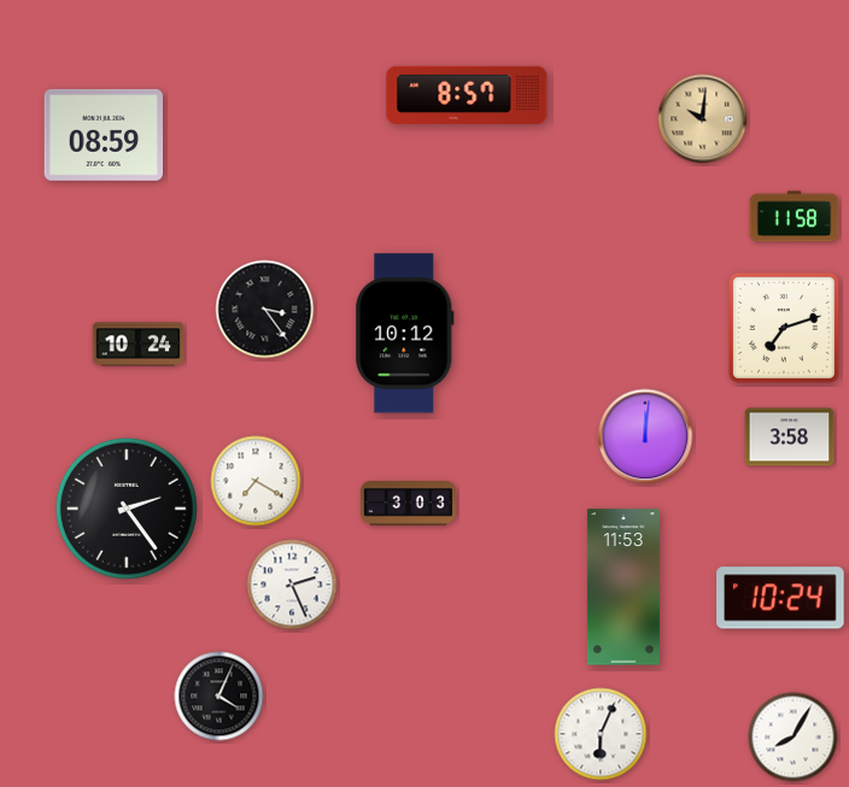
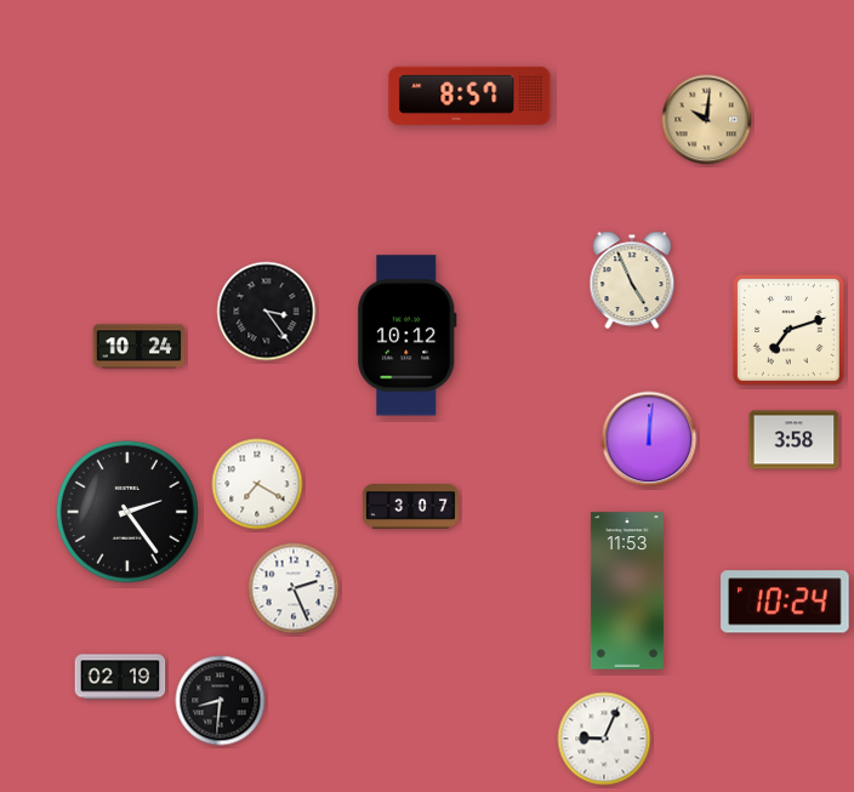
clock at (103, 135): 08:59 -> none
clock at (795, 217): 11:58 -> none
clock at (632, 280): none -> 4:56
clock at (408, 504): 3:03 -> 3:07
clock at (120, 677): none -> 02:19
clock at (219, 697): 4:04 -> 8:31
clock at (601, 734): 6:04 -> 9:04
clock at (794, 738): 8:05 -> none
